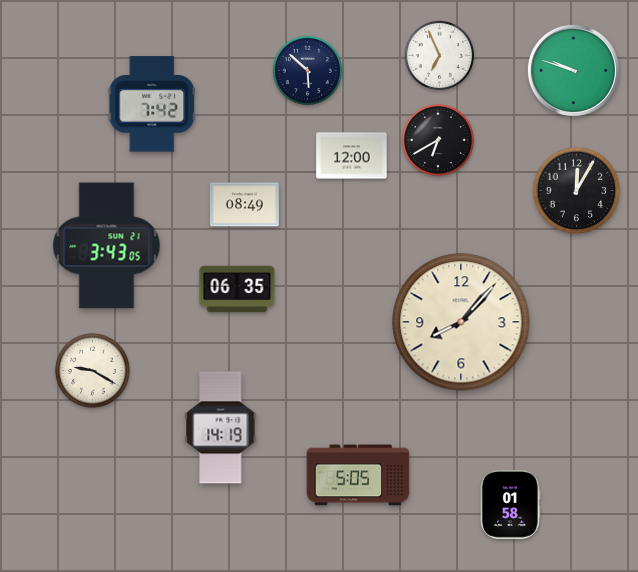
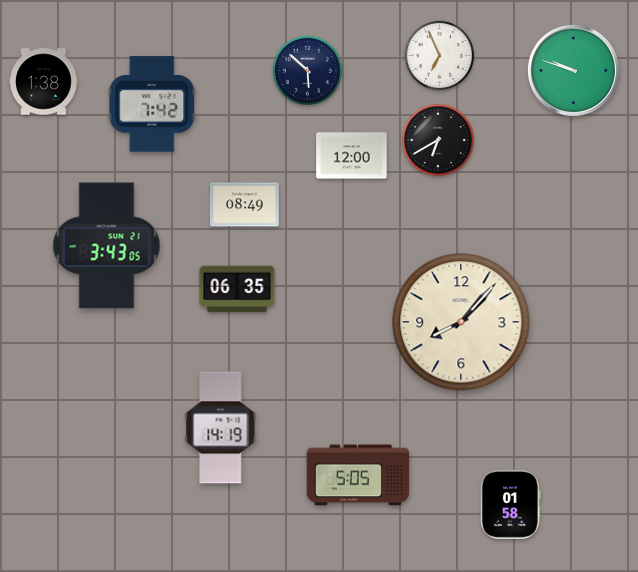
clock at (44, 82): none -> 1:38
clock at (577, 191): 12:05 -> none
clock at (93, 371): 9:20 -> none
